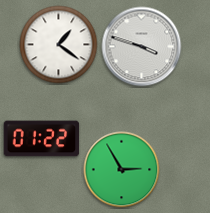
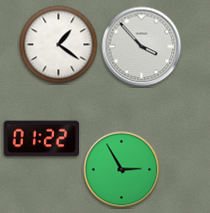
clock at (142, 47): 3:48 -> 3:53
